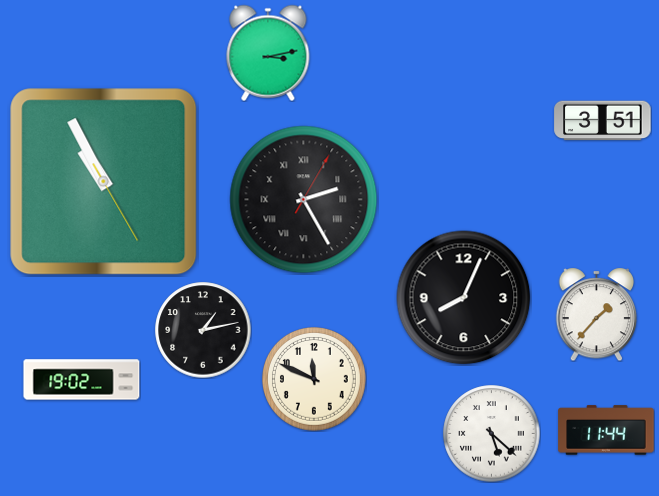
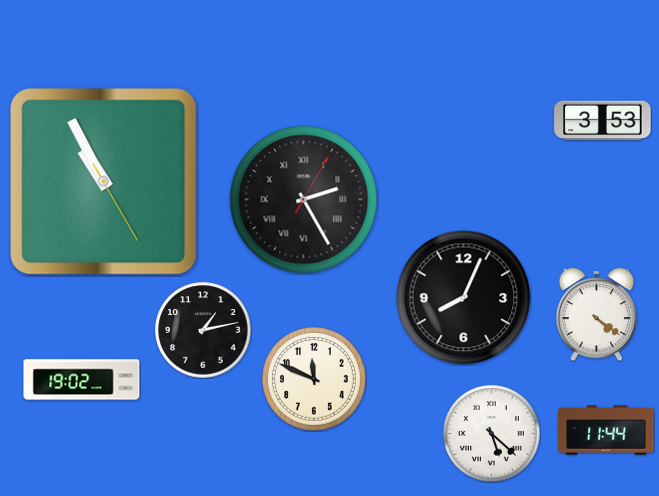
clock at (268, 53): 3:13 -> none
clock at (603, 121): 3:51 -> 3:53
clock at (597, 314): 1:37 -> 4:21
